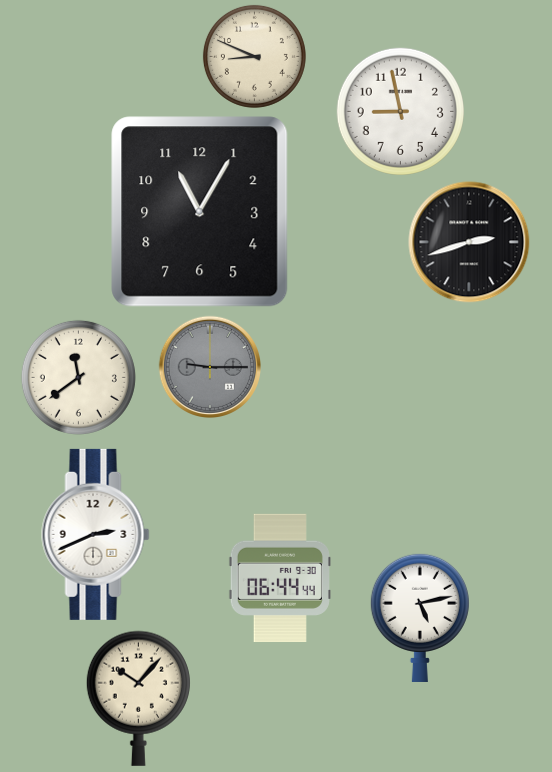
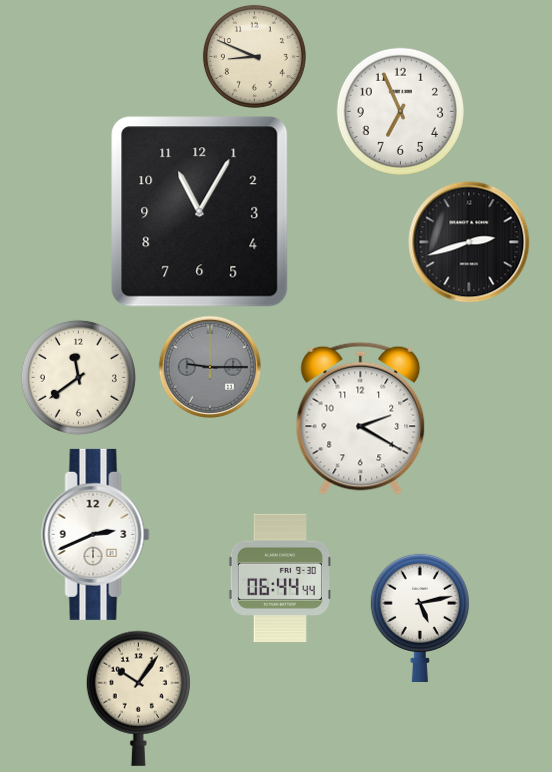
clock at (400, 111): 8:58 -> 6:56
clock at (361, 418): none -> 2:20
clock at (138, 698): 10:07 -> 10:06
